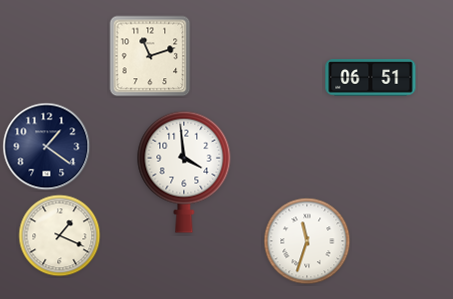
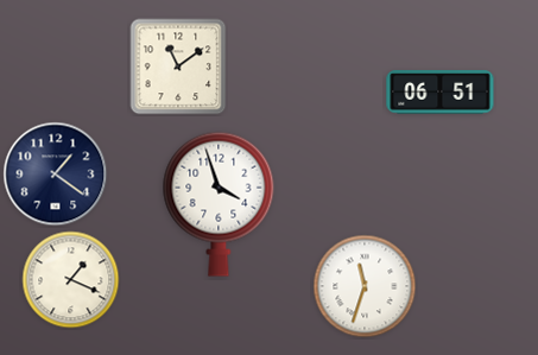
clock at (150, 56): 11:12 -> 11:09
clock at (184, 172): 3:59 -> 3:57
